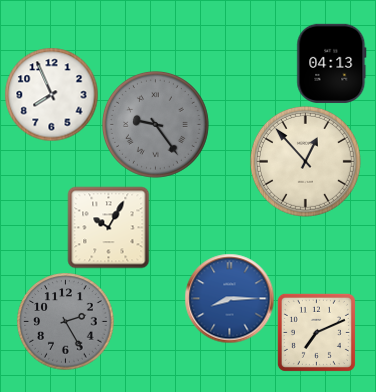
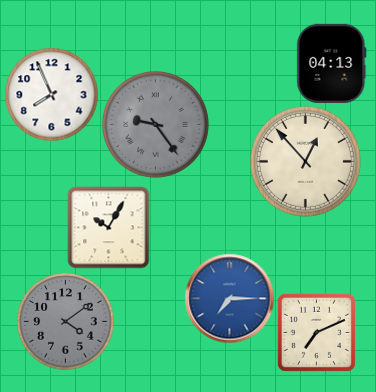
clock at (229, 298): 8:15 -> 7:15
clock at (66, 322): 2:25 -> 4:09
